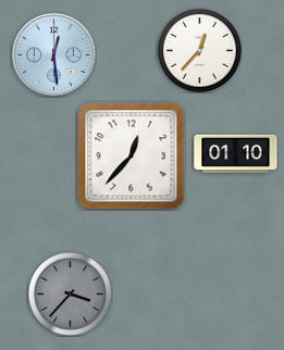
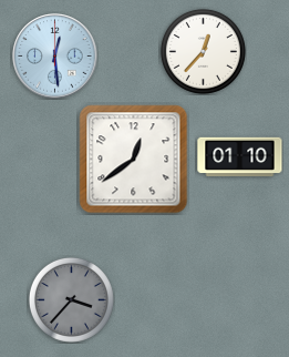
clock at (132, 157): 12:37 -> 12:39
